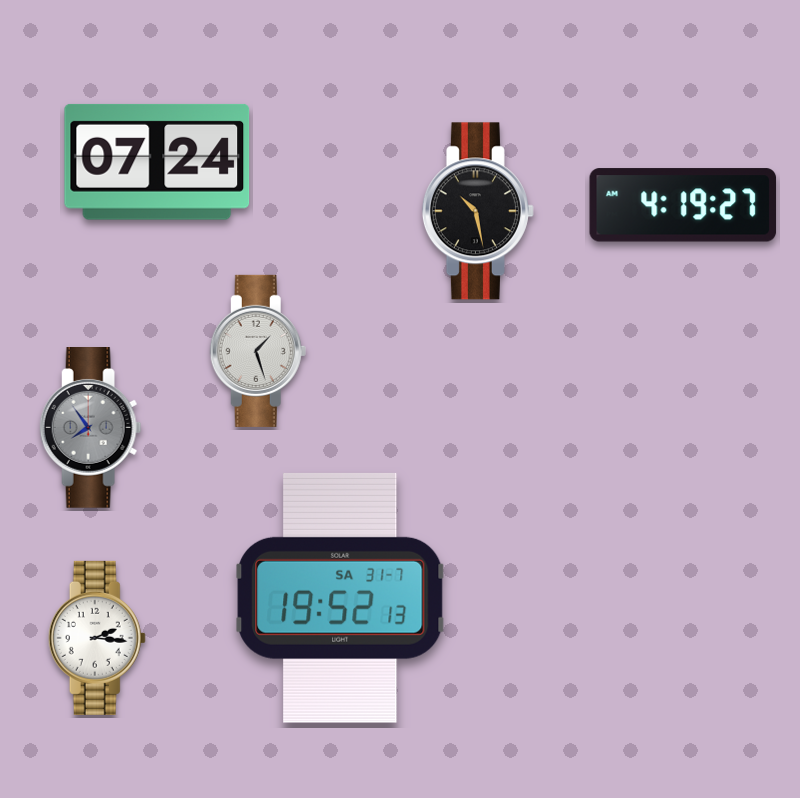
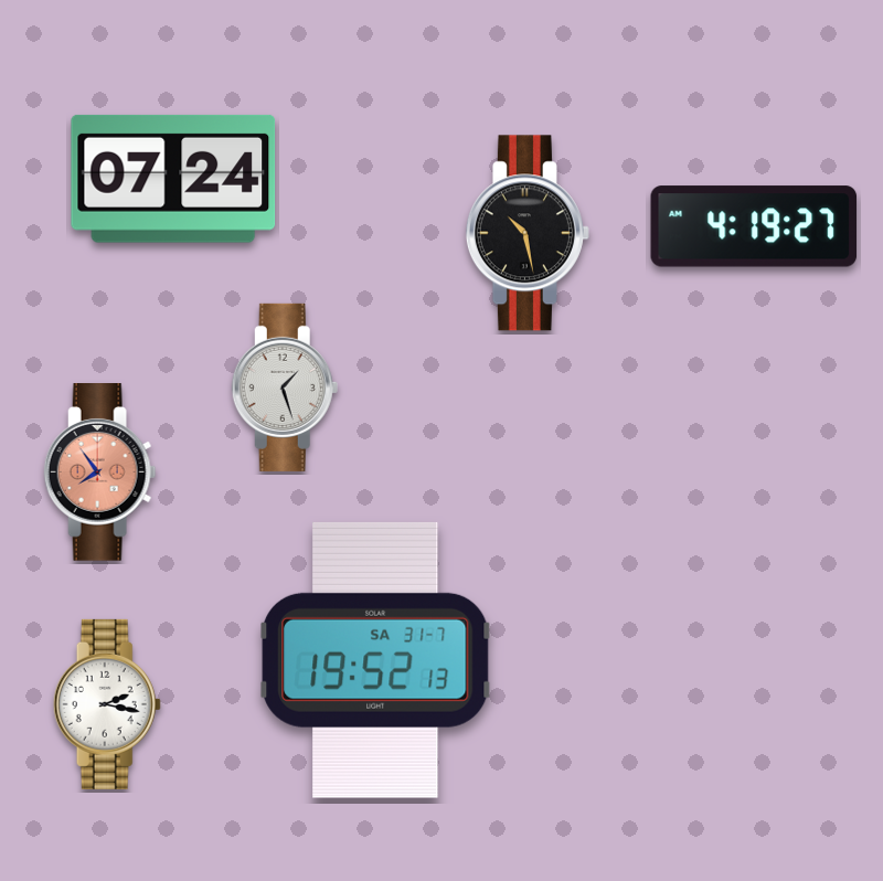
clock at (91, 428) dial: grey -> salmon
clock at (97, 638): 2:16 -> 2:17
